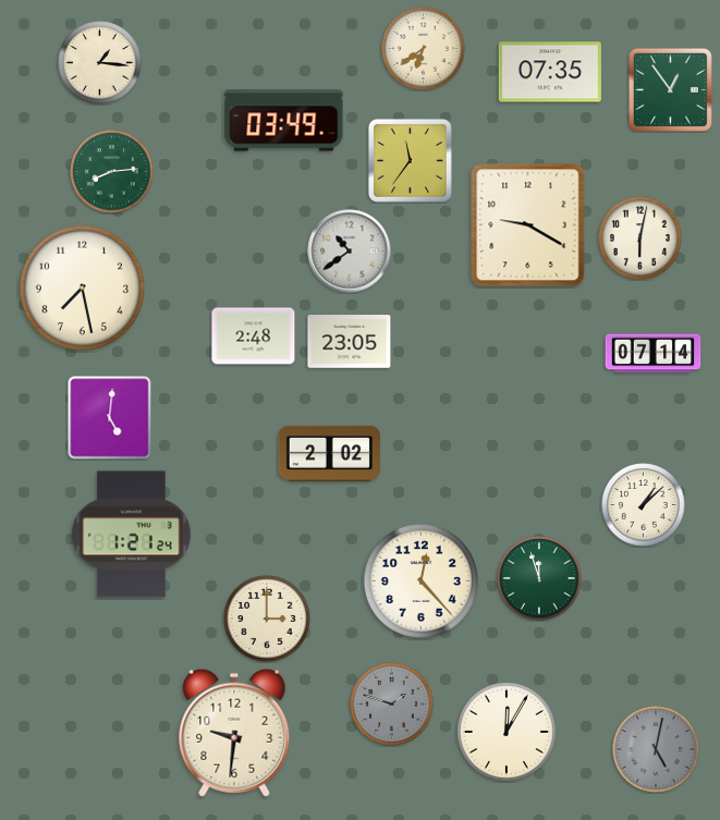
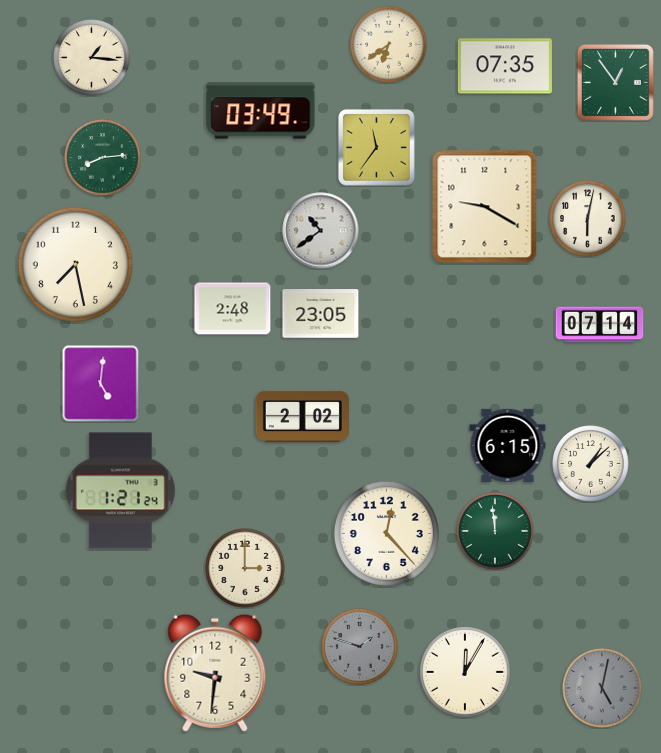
clock at (508, 445): none -> 6:15
clock at (539, 578): 11:57 -> 11:59
